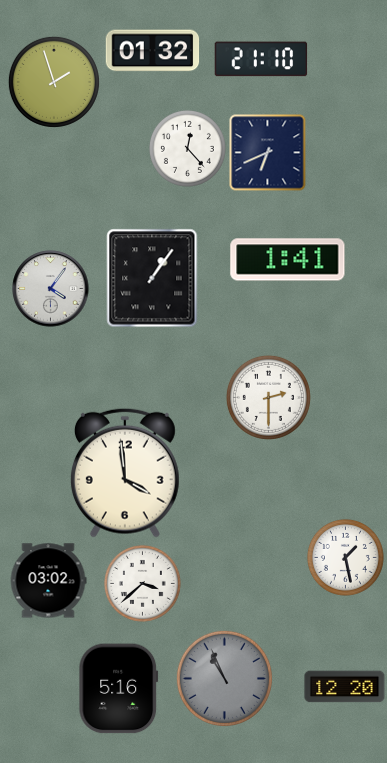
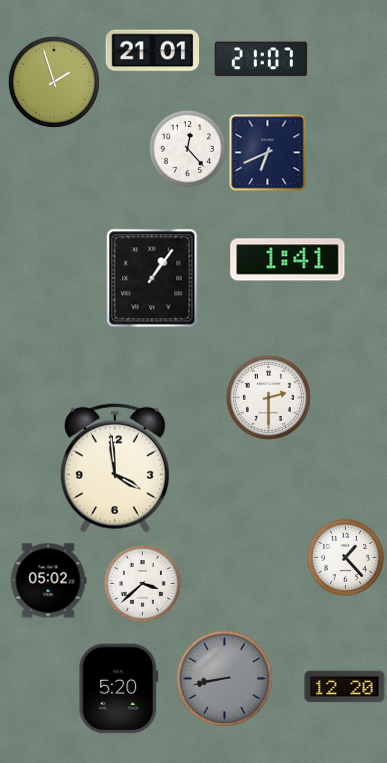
clock at (153, 51): 01:32 -> 21:01
clock at (261, 59): 21:10 -> 21:07
clock at (51, 289): 4:06 -> none
clock at (125, 473) position: (125, 473) -> (115, 468)
clock at (345, 557): 1:28 -> 1:23
clock at (48, 581): 03:02 -> 05:02
clock at (224, 678): 10:56 -> 8:43
clock at (119, 689): 5:16 -> 5:20
